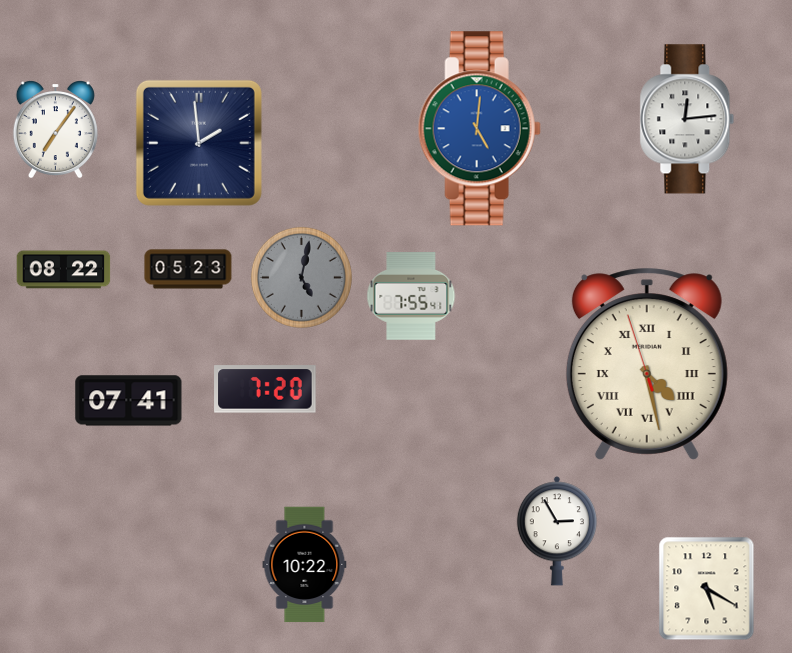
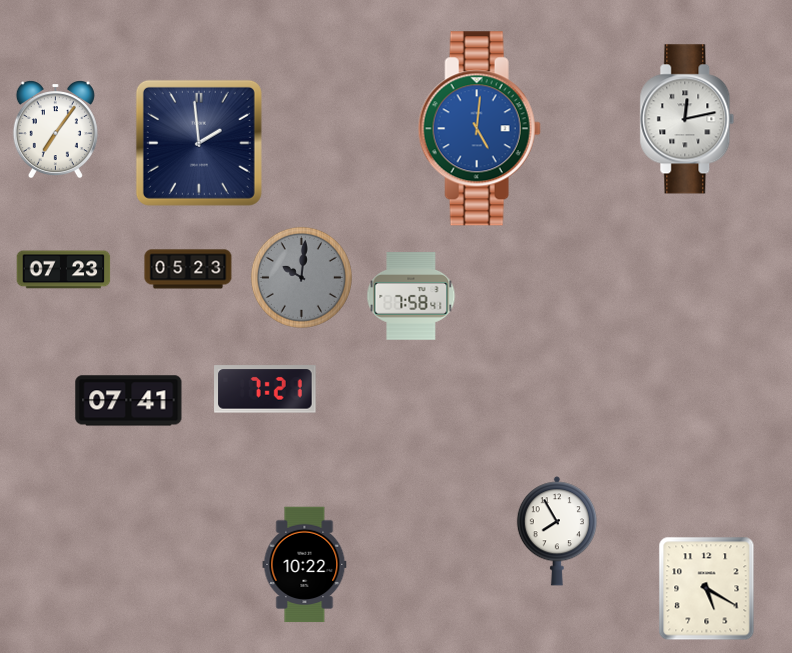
clock at (687, 119): 12:14 -> 12:13
clock at (64, 270): 08:22 -> 07:23
clock at (301, 277): 5:02 -> 10:01
clock at (411, 296): 7:55 -> 7:58
clock at (647, 364): 4:27 -> none
clock at (265, 389): 7:20 -> 7:21
clock at (557, 531): 2:55 -> 7:55
